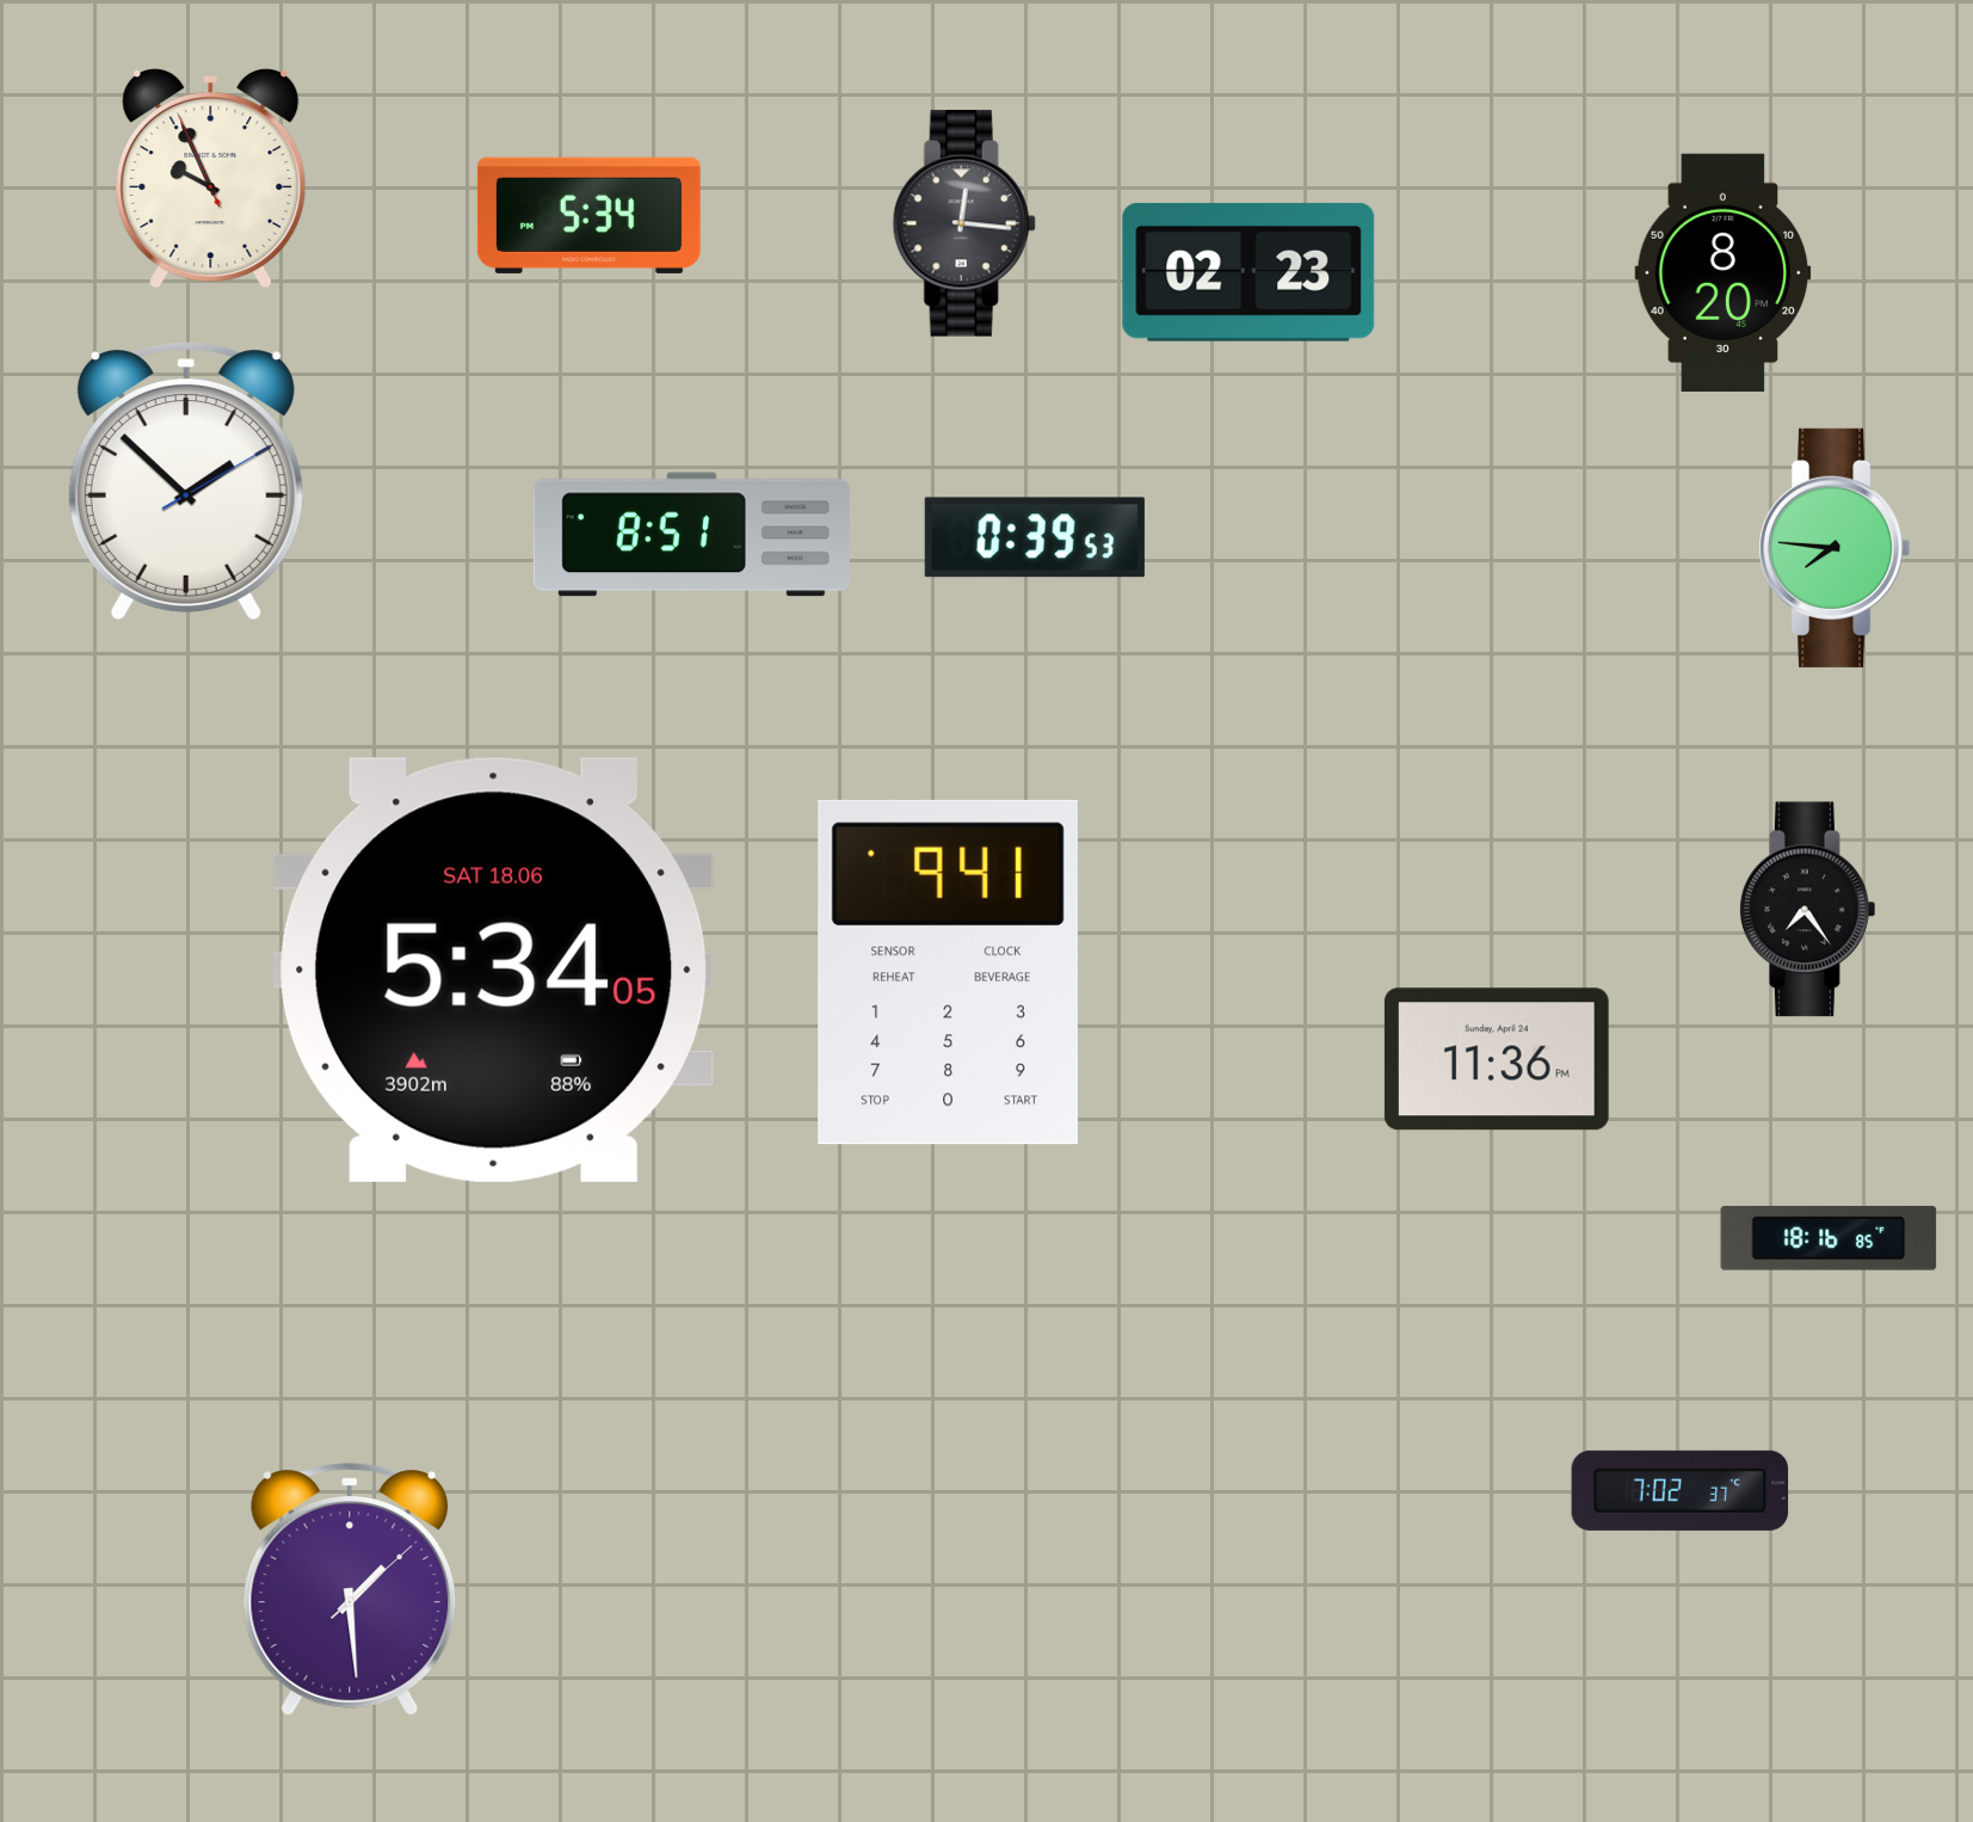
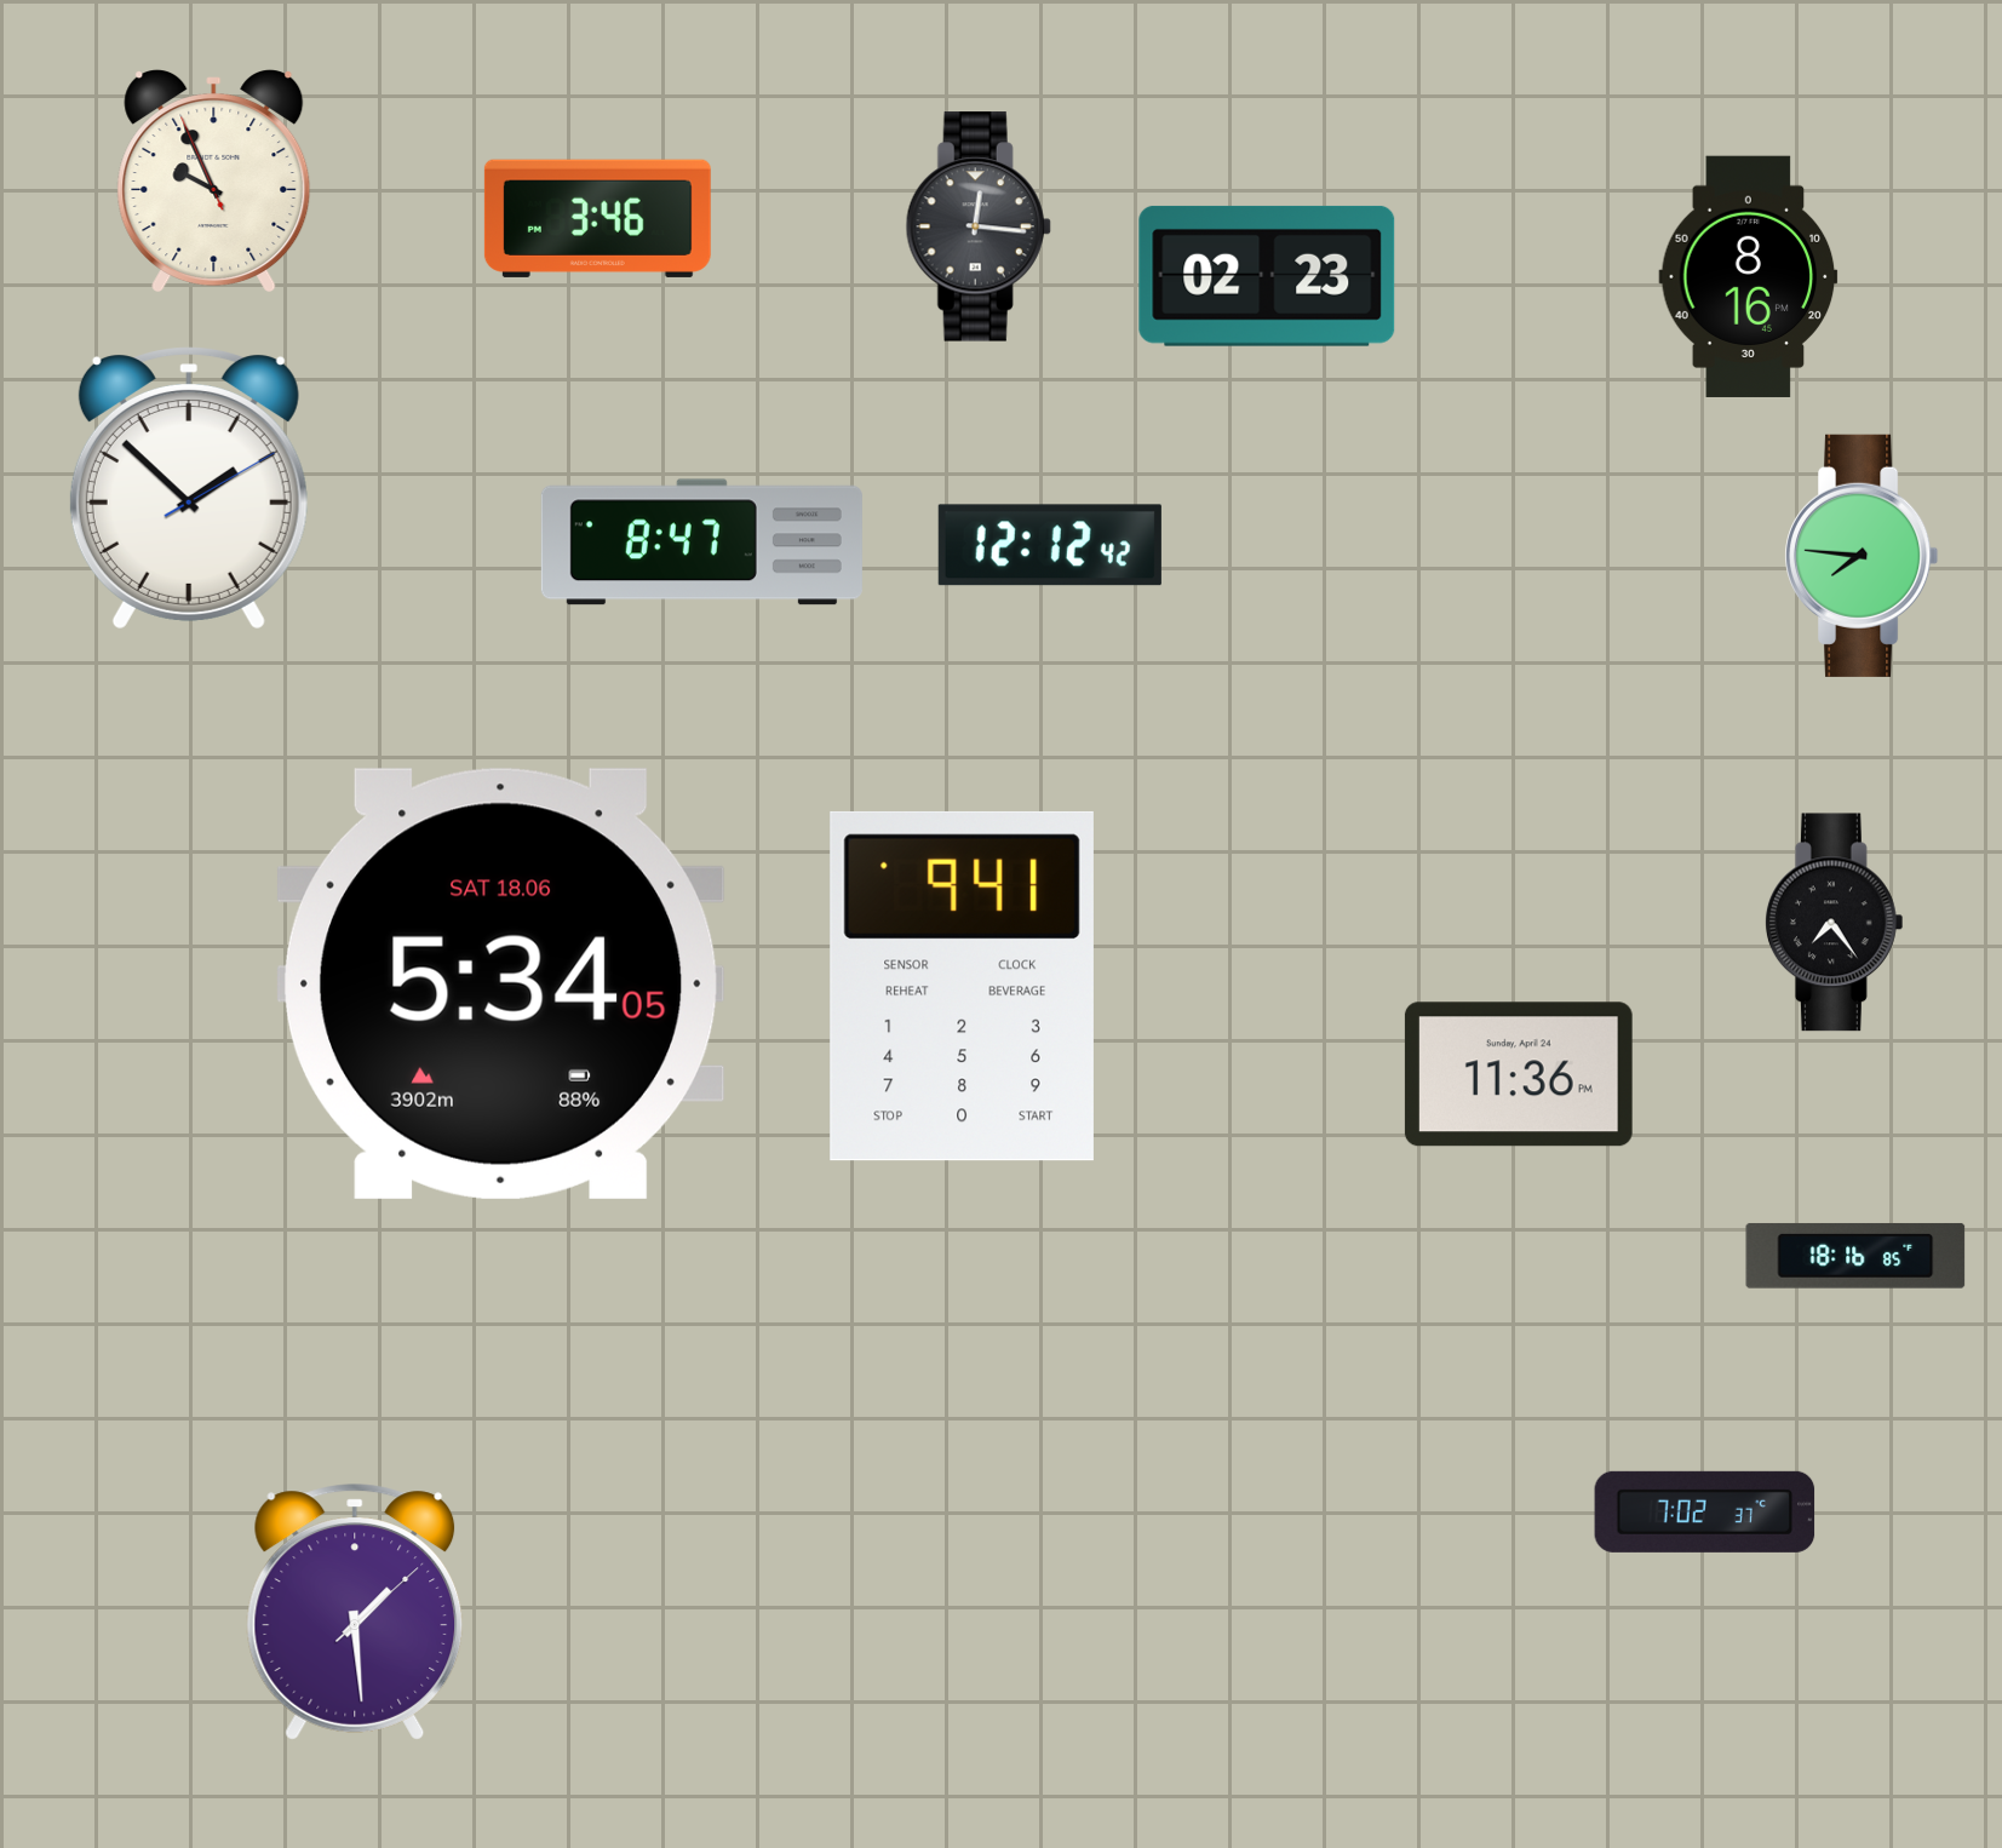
clock at (588, 215): 5:34 -> 3:46
clock at (1724, 272): 8:20 -> 8:16
clock at (691, 535): 8:51 -> 8:47
clock at (1035, 537): 0:39 -> 12:12
